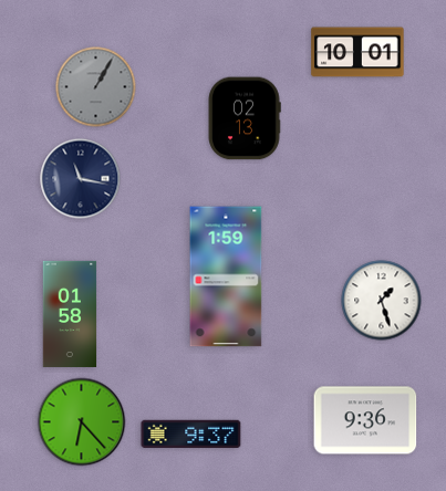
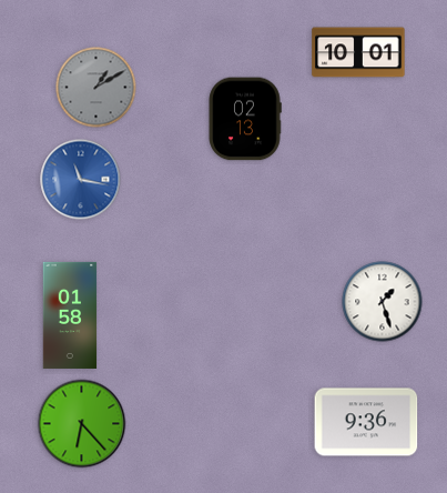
clock at (96, 87): 1:05 -> 1:10
clock at (81, 179) dial: navy -> blue
clock at (226, 276): 1:59 -> none
clock at (191, 435): 9:37 -> none
